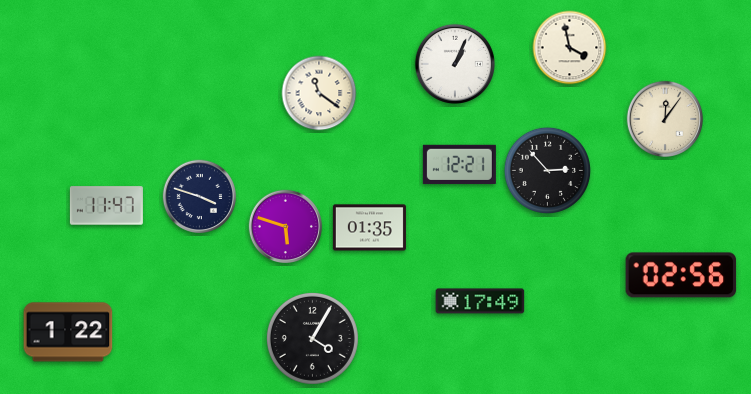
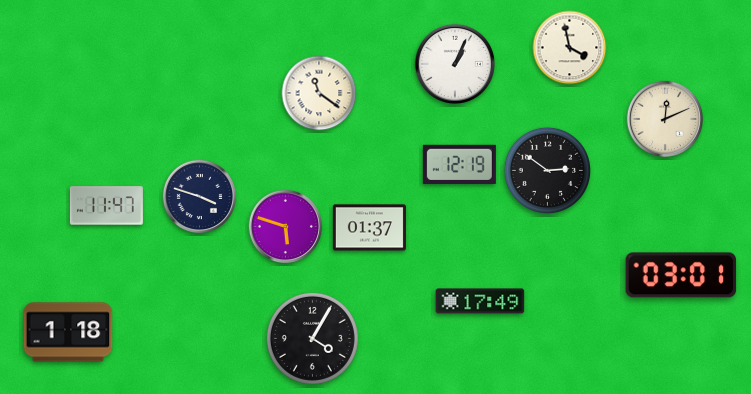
clock at (664, 118): 12:06 -> 12:11
clock at (459, 164): 12:21 -> 12:19
clock at (547, 170): 2:53 -> 2:51
clock at (369, 228): 01:35 -> 01:37
clock at (681, 275): 02:56 -> 03:01
clock at (68, 332): 1:22 -> 1:18
